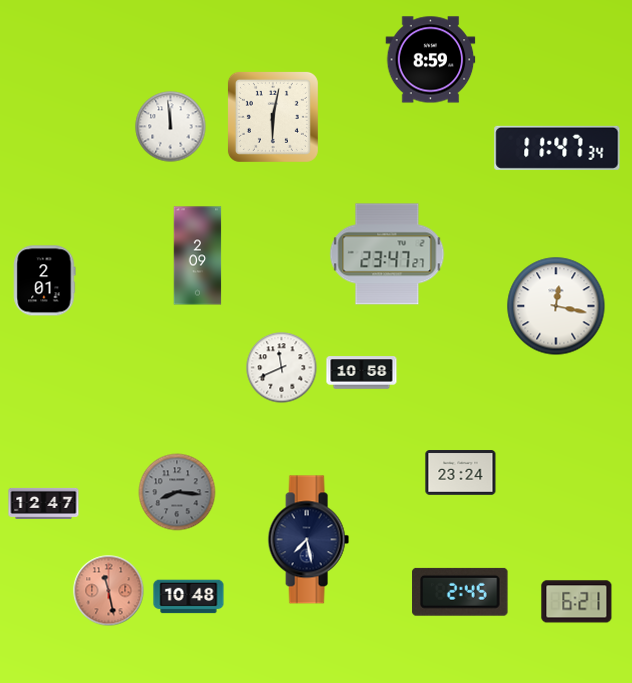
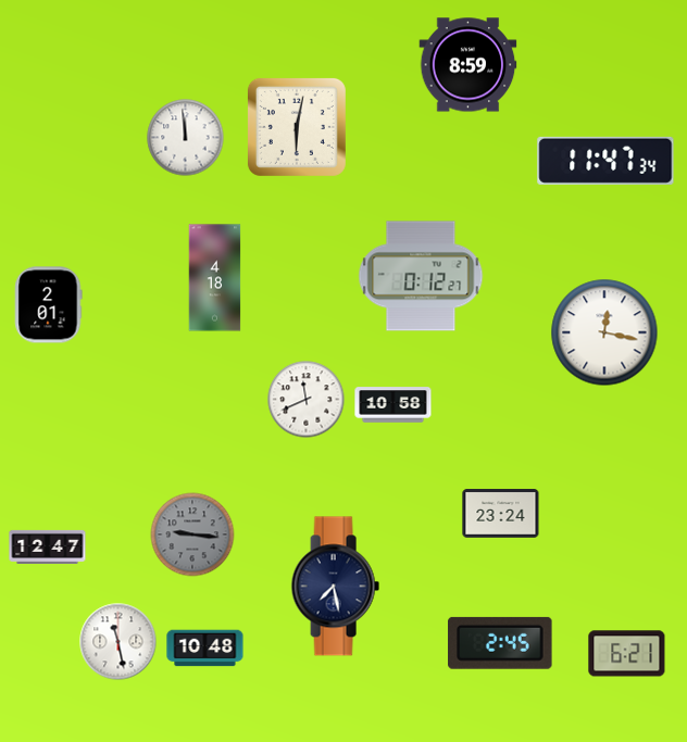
clock at (387, 254): 23:47 -> 0:12
clock at (198, 256): 2:09 -> 4:18
clock at (177, 492): 8:16 -> 9:16
clock at (109, 591) dial: salmon -> white
